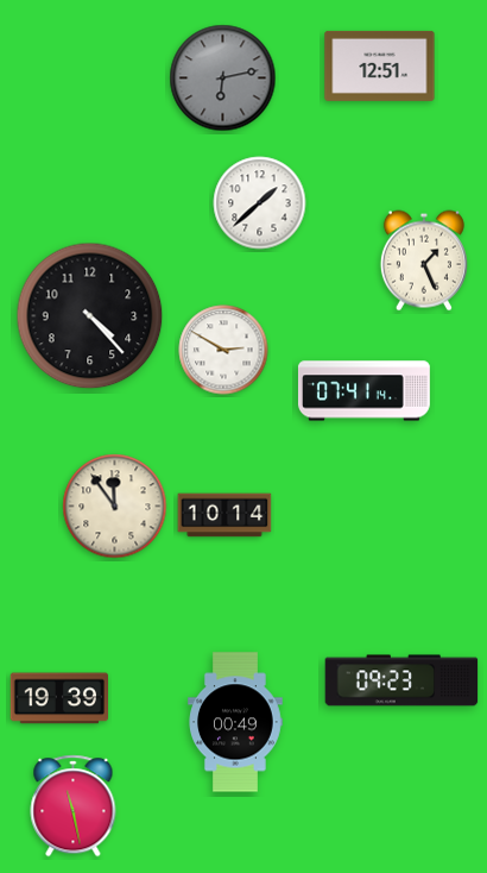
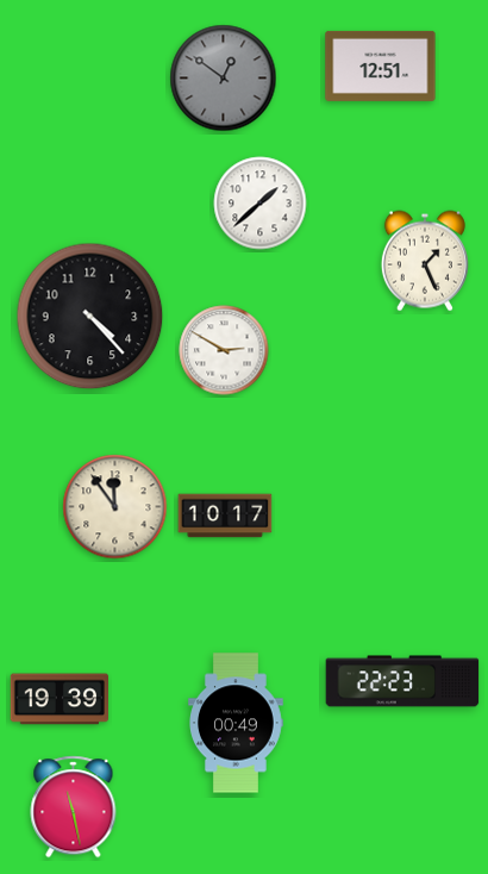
clock at (223, 78): 6:13 -> 12:51
clock at (363, 391): 07:41 -> none
clock at (224, 515): 10:14 -> 10:17
clock at (401, 680): 09:23 -> 22:23
